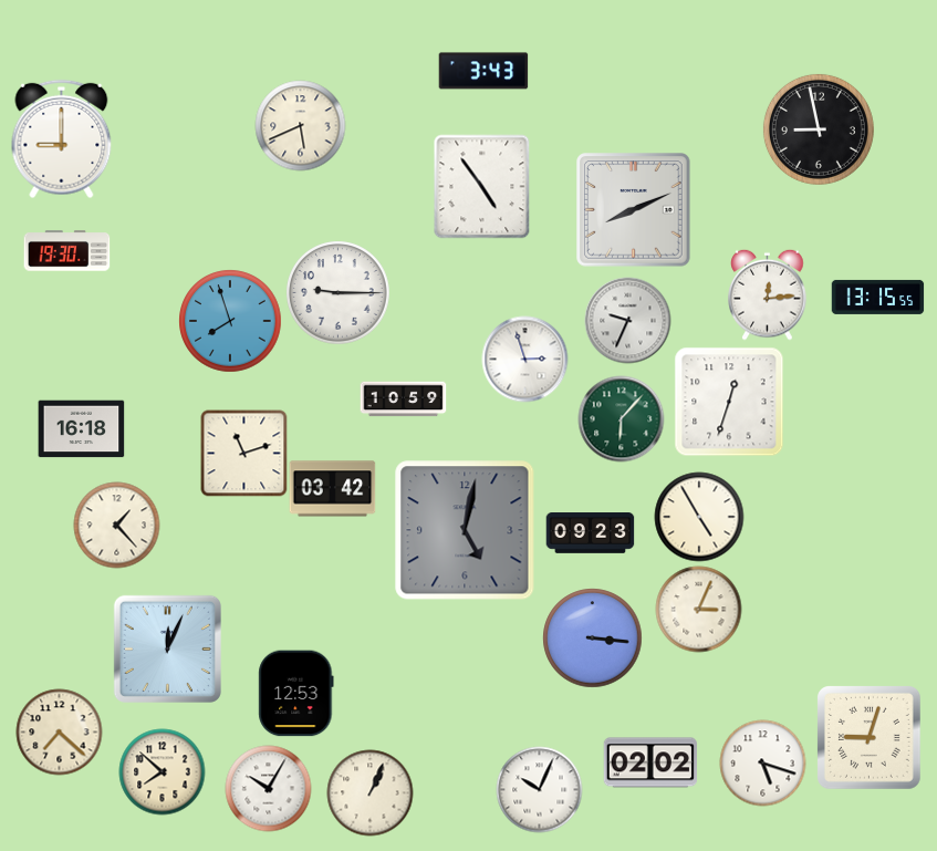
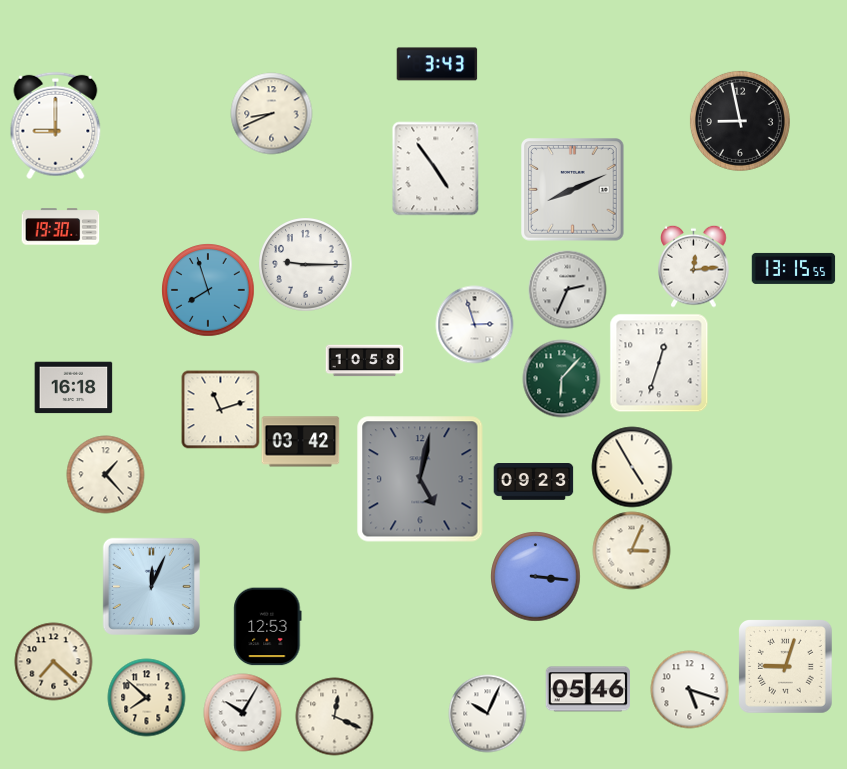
clock at (300, 125): 5:41 -> 8:41
clock at (819, 129) position: (819, 129) -> (740, 121)
clock at (627, 320): 9:34 -> 2:34
clock at (403, 399): 10:59 -> 10:58
clock at (649, 762): 02:02 -> 05:46
clock at (369, 792): 1:04 -> 12:19
